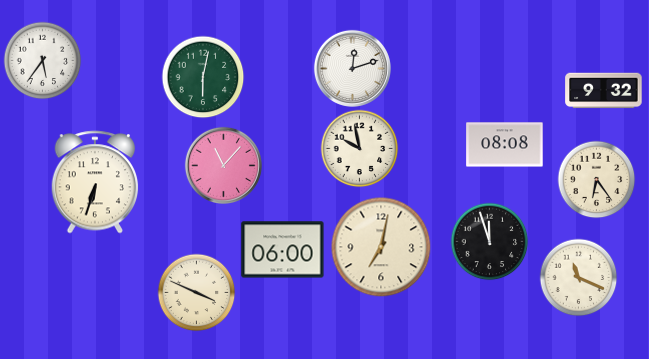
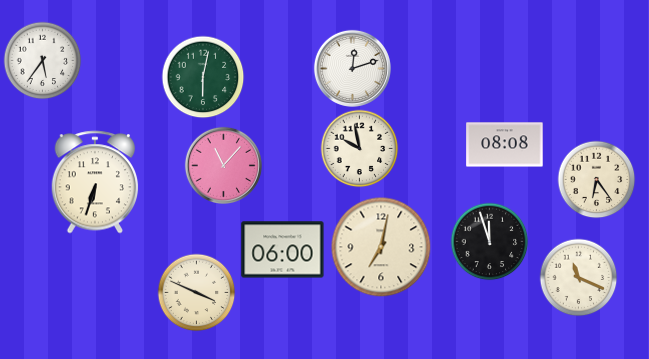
clock at (604, 91): 9:32 -> none
